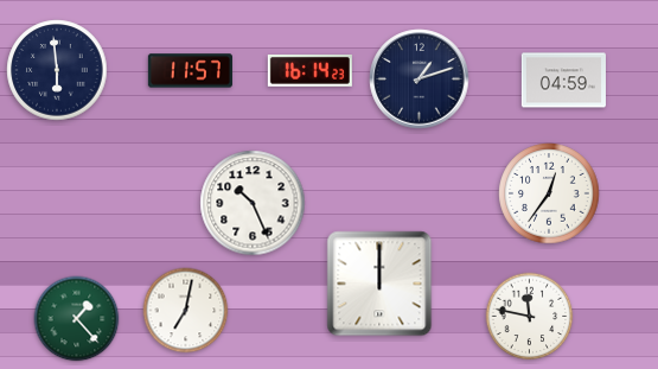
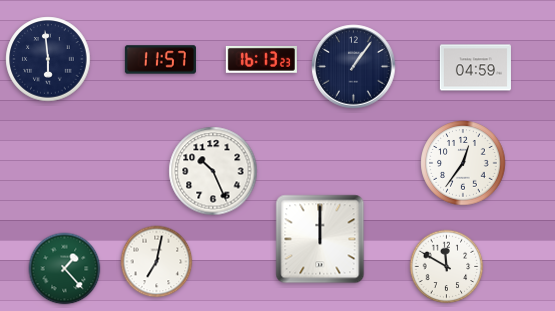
clock at (309, 70): 16:14 -> 16:13
clock at (420, 79): 1:12 -> 1:06
clock at (530, 317): 11:47 -> 11:50
